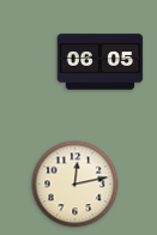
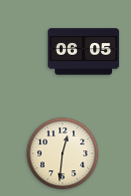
clock at (76, 185): 12:13 -> 12:31
